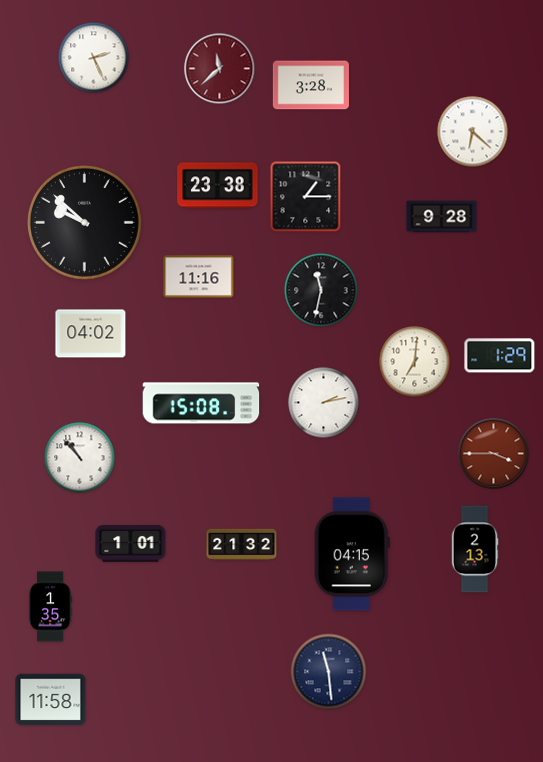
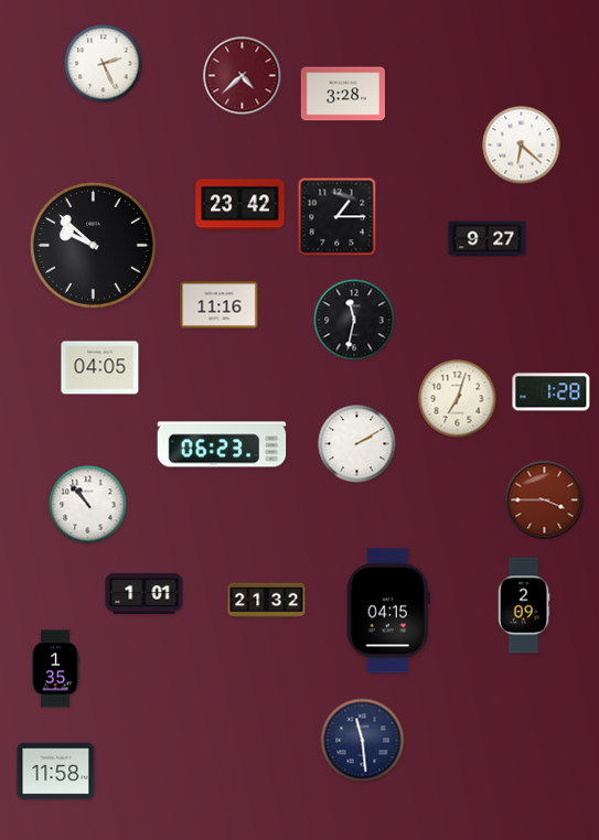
clock at (220, 69): 11:38 -> 4:38
clock at (218, 186): 23:38 -> 23:42
clock at (442, 217): 9:28 -> 9:27
clock at (91, 334): 04:02 -> 04:05
clock at (500, 356): 1:29 -> 1:28
clock at (415, 362): 7:01 -> 7:03
clock at (201, 403): 15:08 -> 06:23
clock at (324, 403): 2:13 -> 2:10
clock at (131, 544) position: (131, 544) -> (145, 594)
clock at (475, 549): 2:13 -> 2:09
